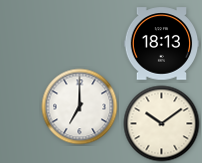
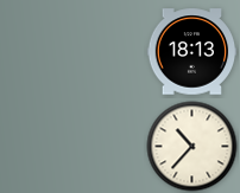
clock at (80, 107): 7:00 -> none
clock at (162, 124): 10:09 -> 10:37
